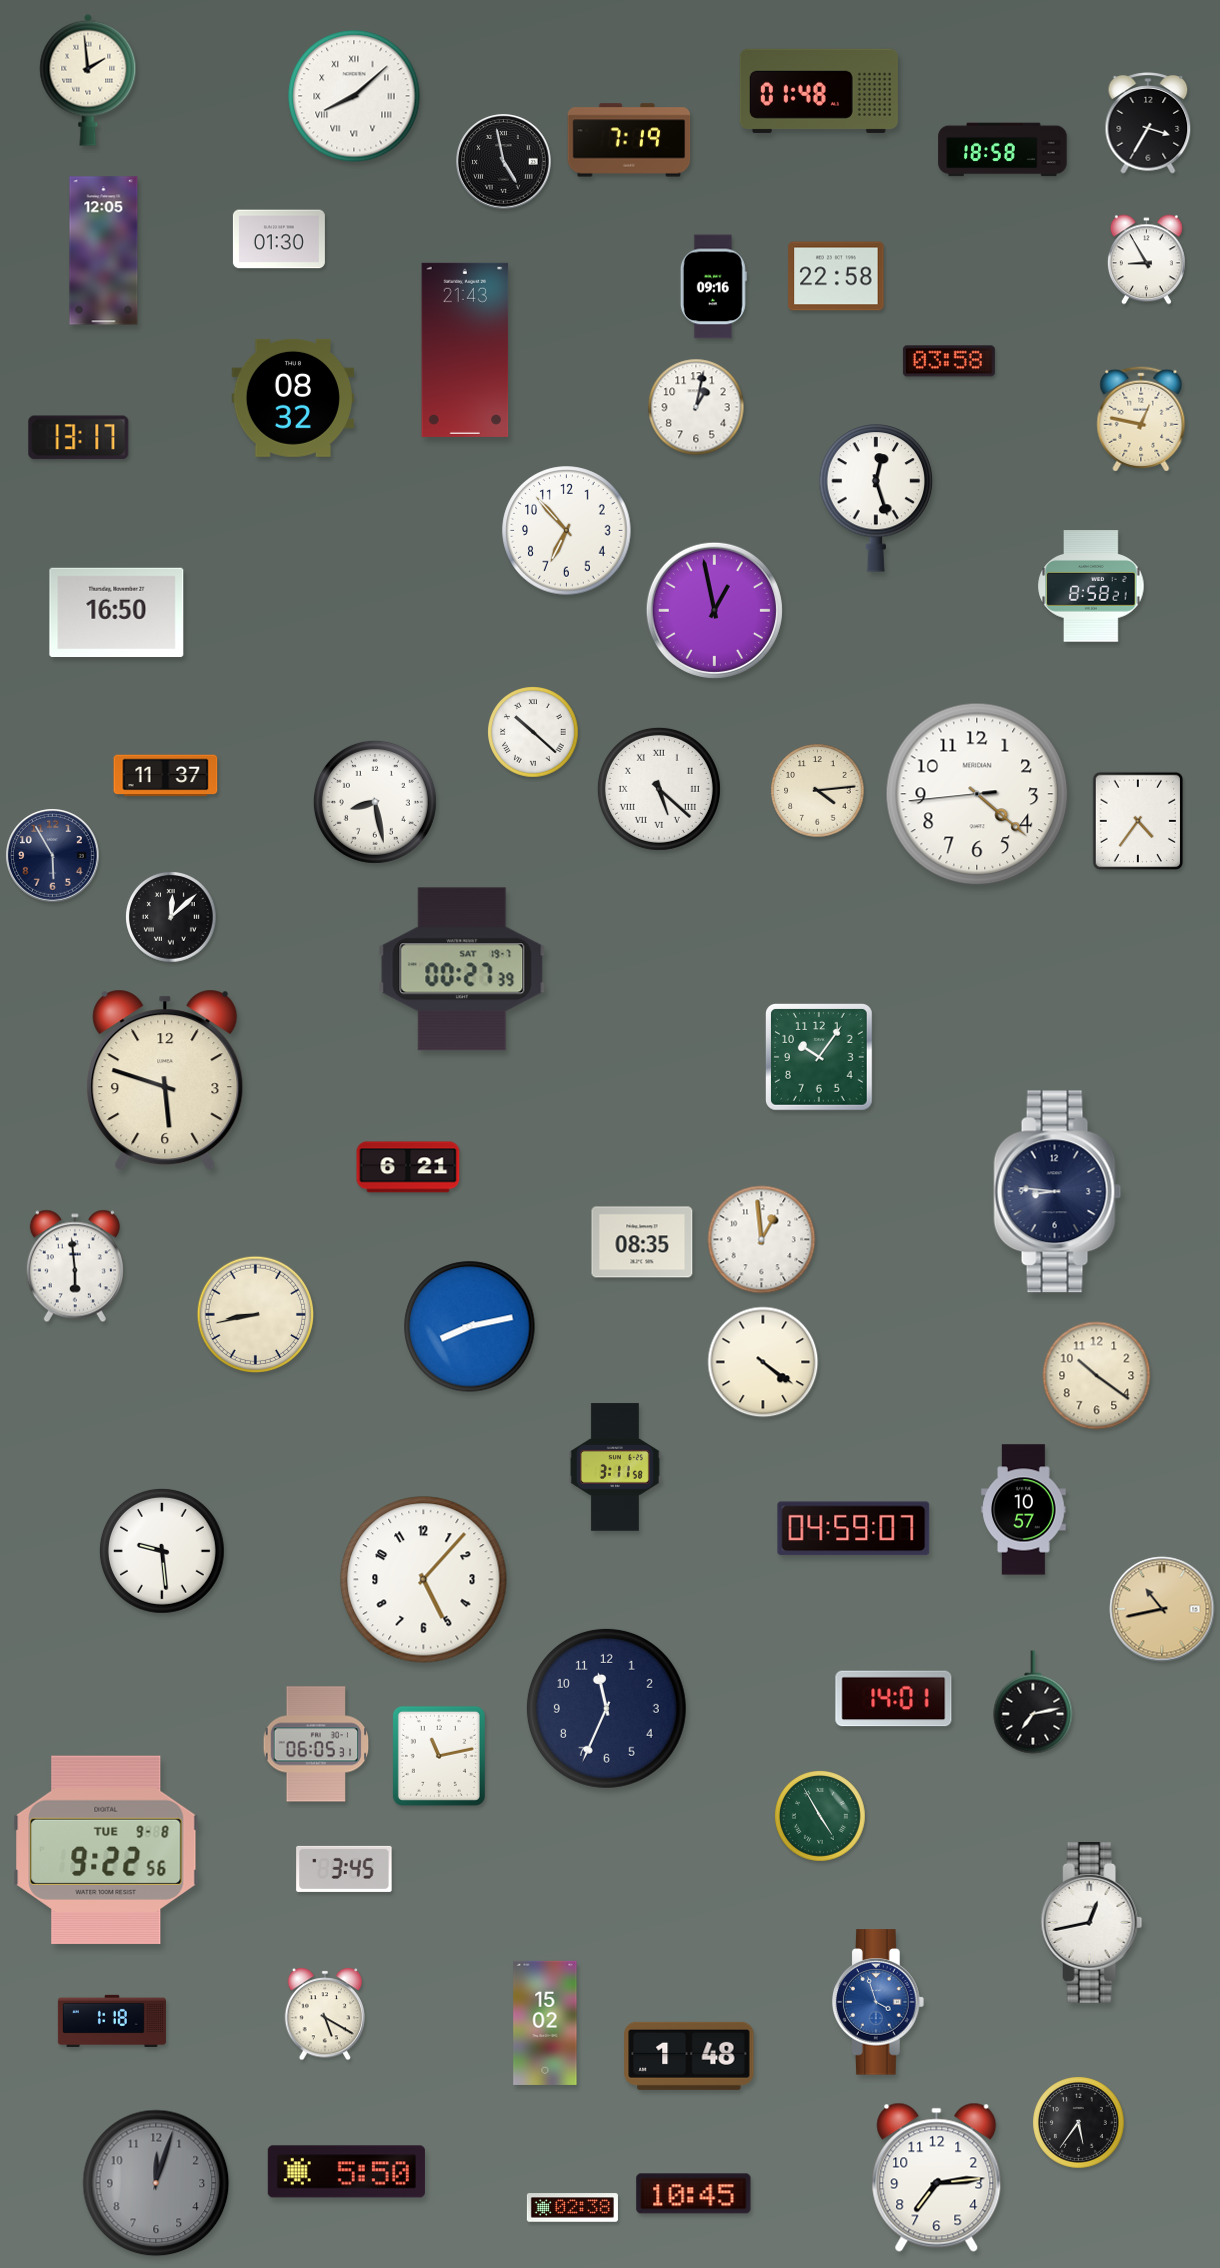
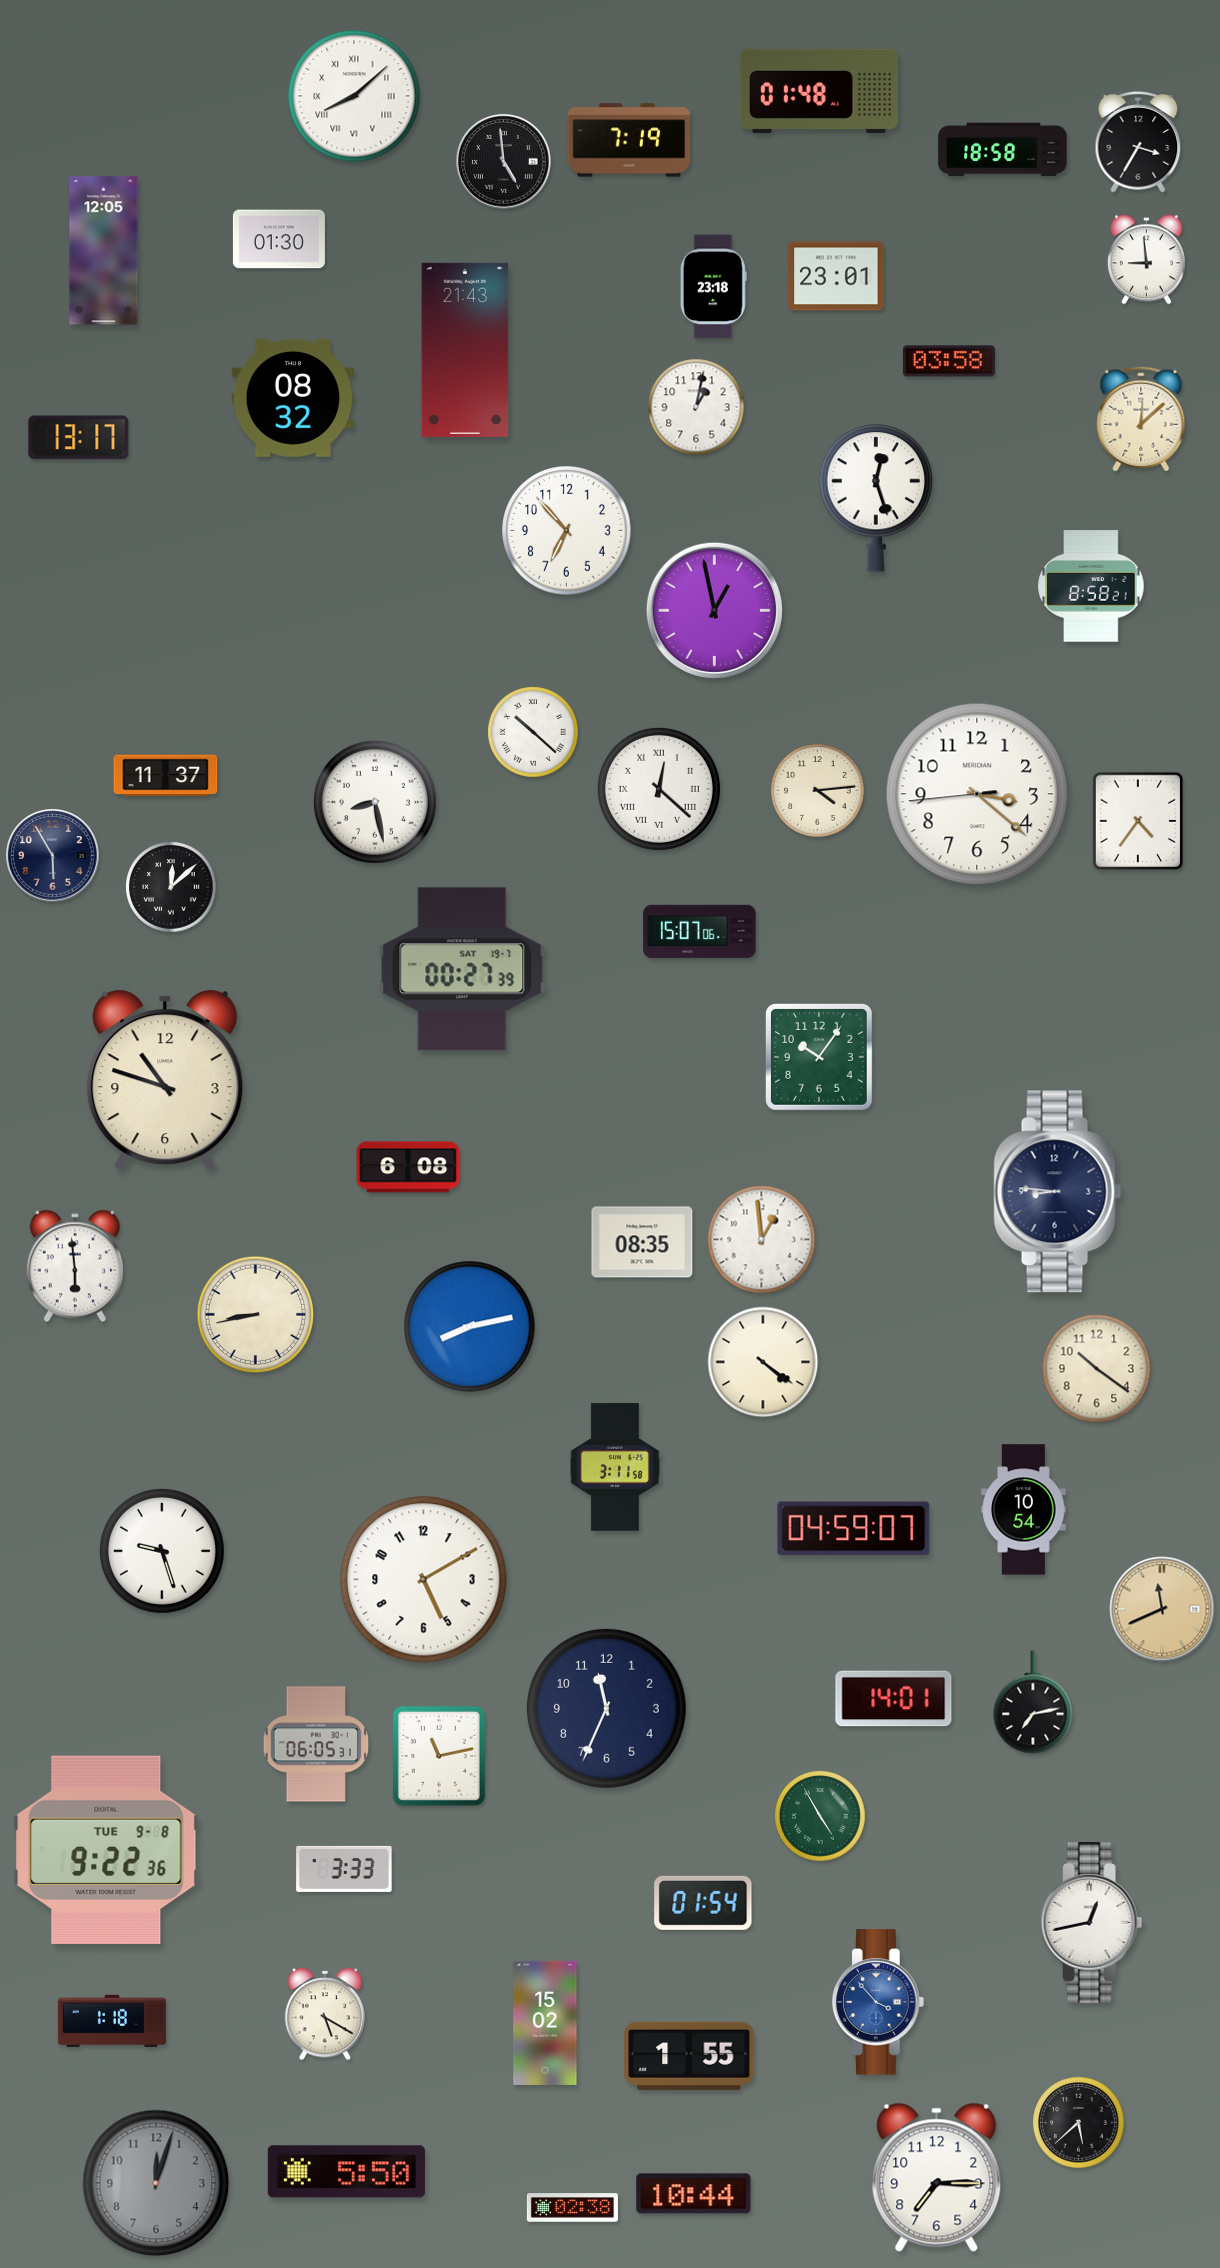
clock at (88, 80): 1:59 -> none
clock at (1148, 123) position: (1148, 123) -> (1138, 142)
clock at (504, 162): 4:58 -> 4:59
clock at (1146, 260): 8:55 -> 8:59
clock at (836, 276): 22:58 -> 23:01
clock at (713, 287): 09:16 -> 23:18
clock at (1141, 419): 12:47 -> 12:08
clock at (117, 612): 16:50 -> none
clock at (659, 789): 5:22 -> 12:22
clock at (977, 794): 4:21 -> 3:21
clock at (172, 918) position: (172, 918) -> (172, 888)
clock at (700, 931): none -> 15:07
clock at (165, 1080): 5:48 -> 10:48
clock at (408, 1167): 6:21 -> 6:08
clock at (1097, 1376) position: (1097, 1376) -> (1097, 1369)
clock at (1024, 1510): 10:57 -> 10:54
clock at (162, 1551): 9:29 -> 9:27
clock at (424, 1580): 5:07 -> 5:10
clock at (1162, 1609): 10:43 -> 11:41
clock at (106, 1849): 9:22:56 -> 9:22:36
clock at (344, 1869): 3:45 -> 3:33
clock at (703, 1903): none -> 01:54
clock at (879, 2002): 3:57 -> 3:53
clock at (689, 2056): 1:48 -> 1:55
clock at (1079, 2123): 5:36 -> 5:38
clock at (937, 2177): 7:14 -> 7:15
clock at (694, 2194): 10:45 -> 10:44
